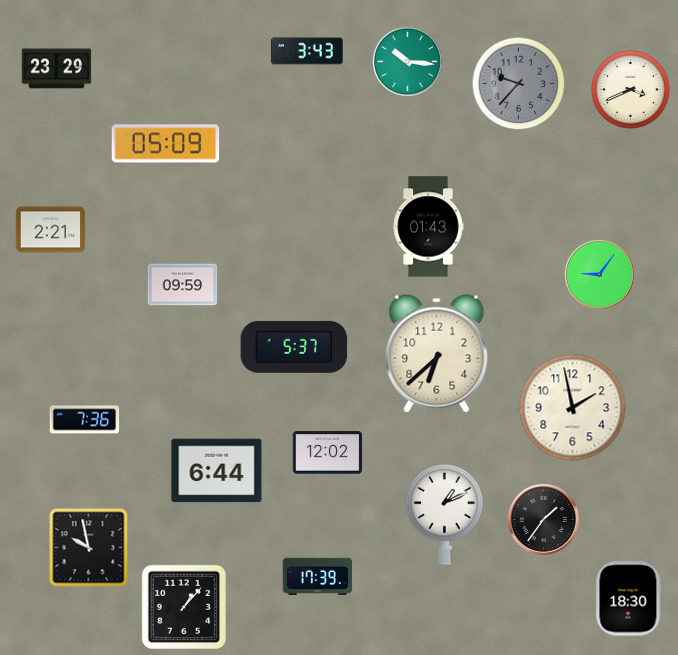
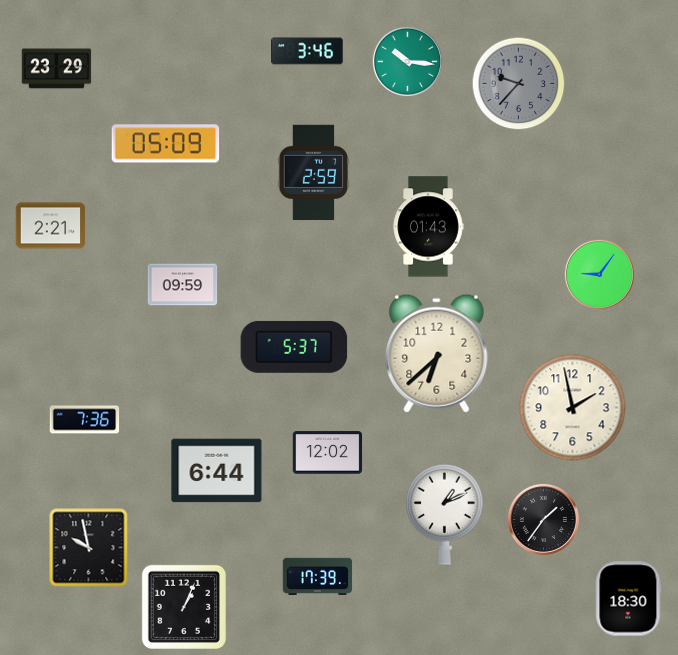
clock at (308, 51): 3:43 -> 3:46
clock at (631, 90): 3:41 -> none
clock at (314, 173): none -> 2:59
clock at (51, 230) position: (51, 230) -> (51, 226)
clock at (183, 606): 1:07 -> 1:04
